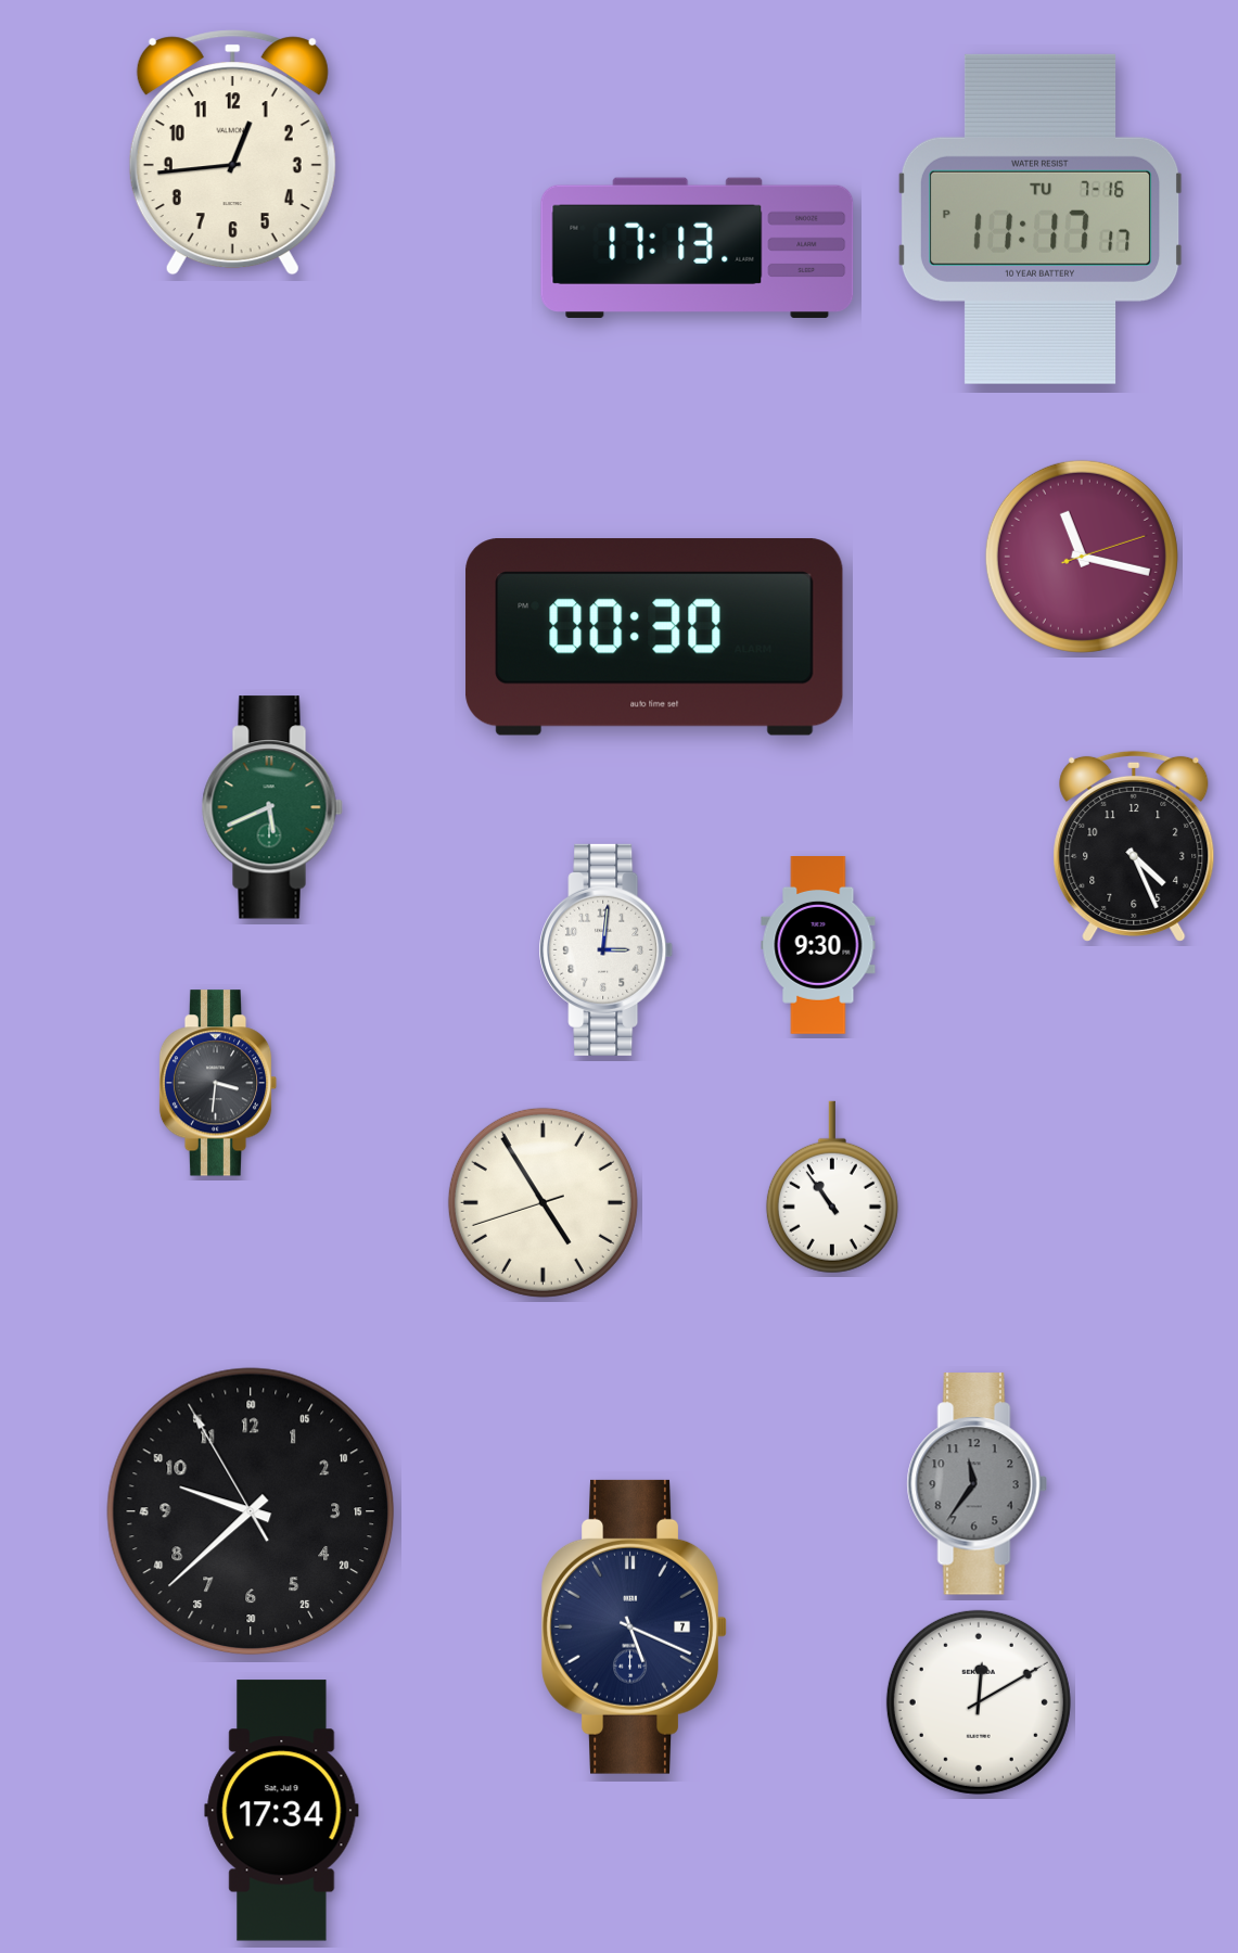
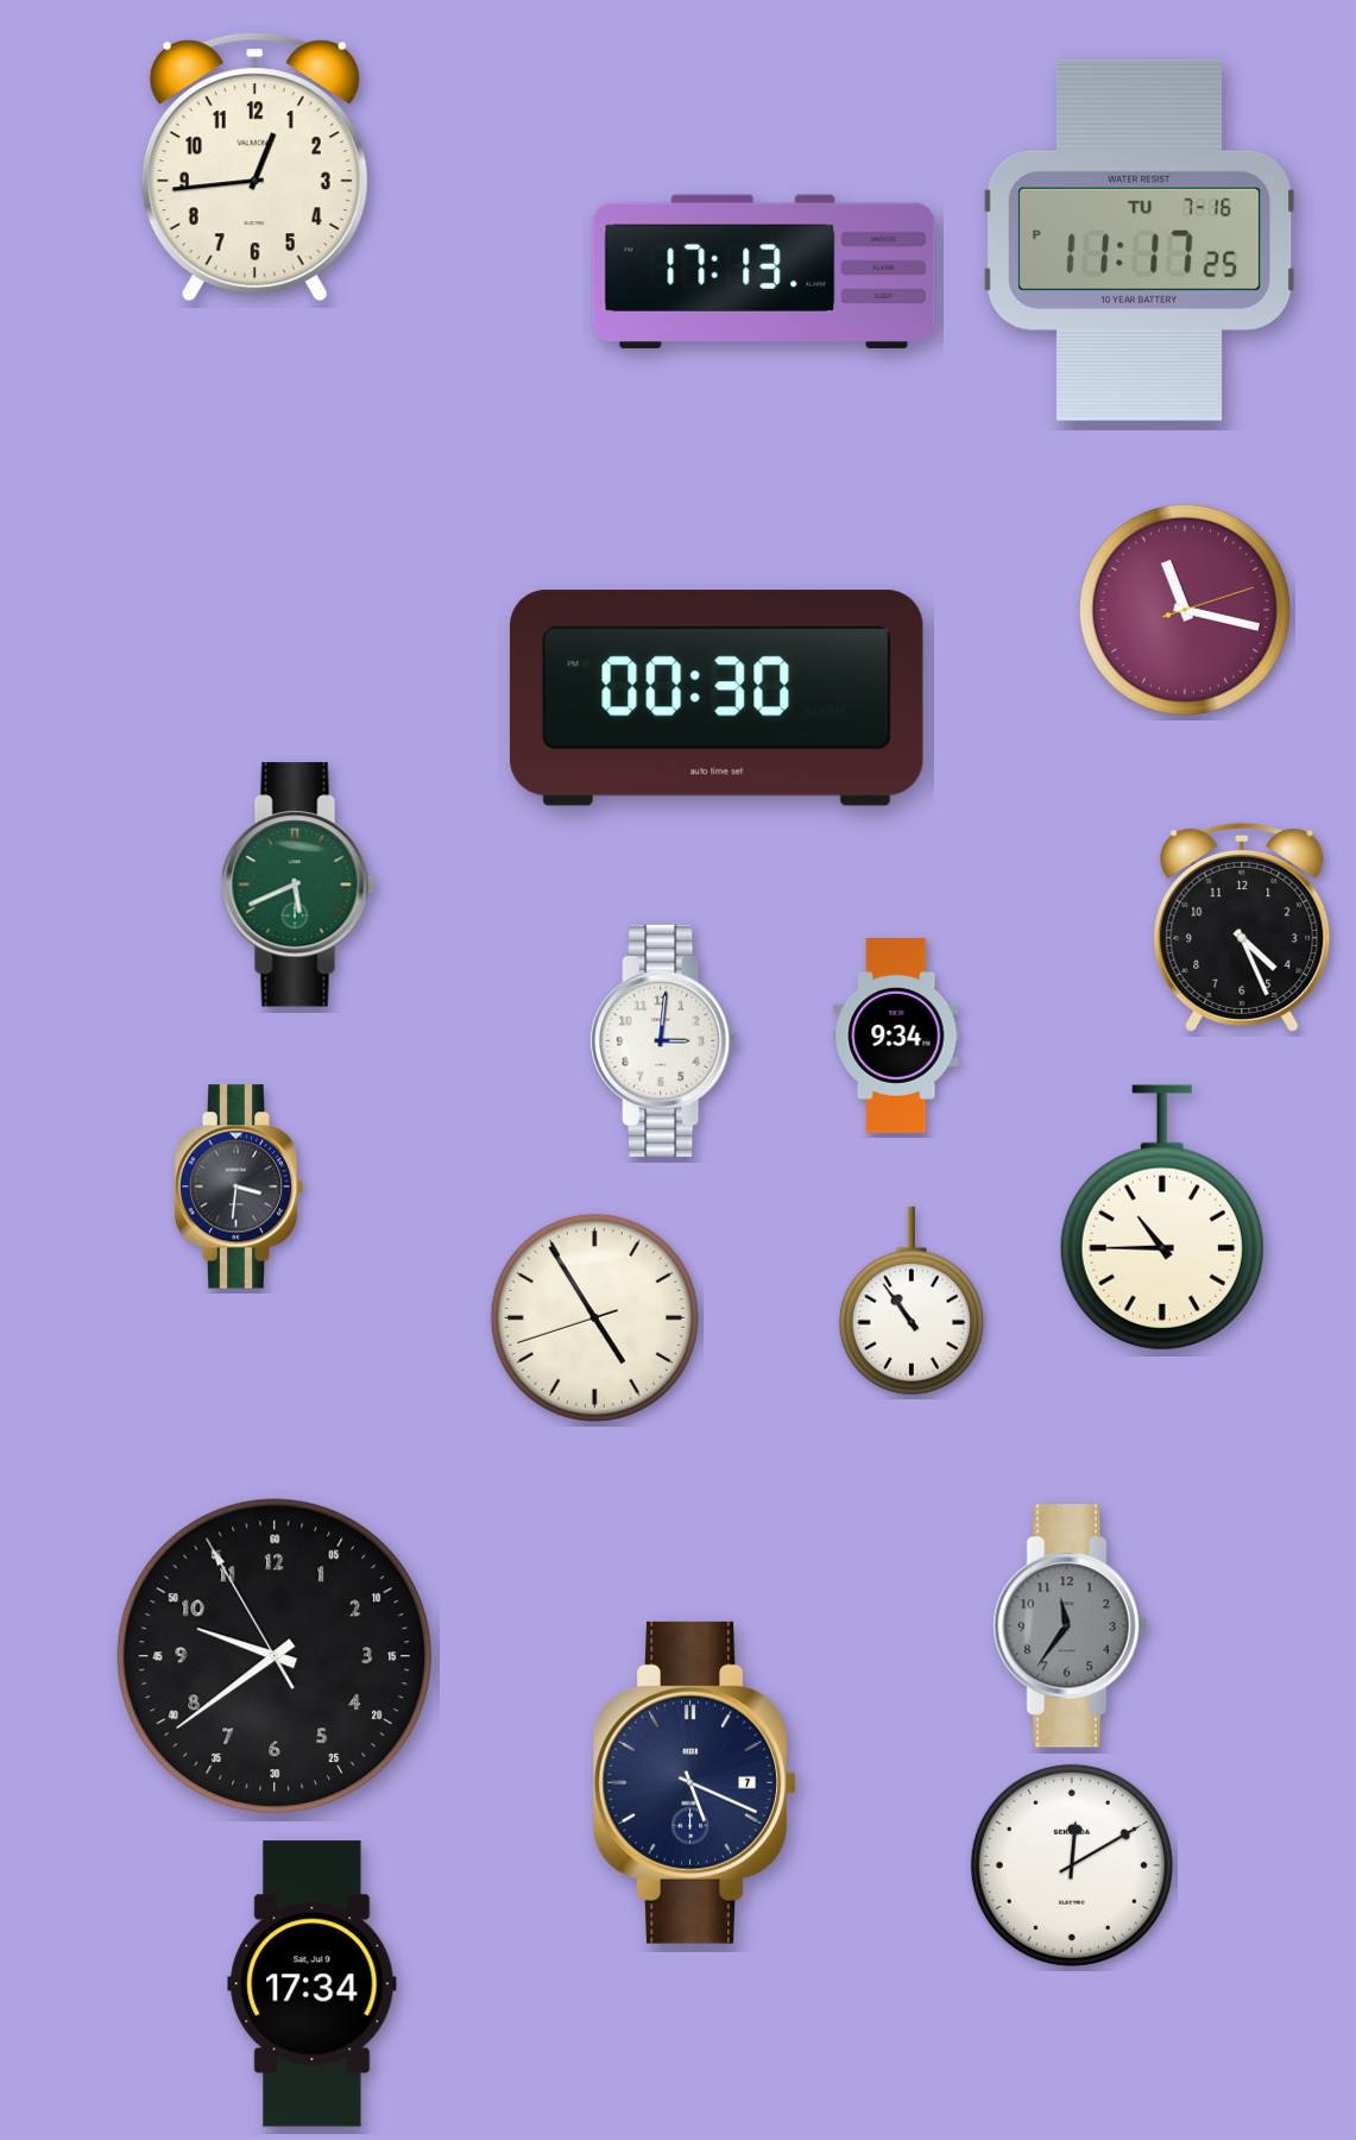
clock at (1041, 219): 11:17:17 PM -> 11:17:25 PM
clock at (818, 946): 9:30 -> 9:34
clock at (1162, 1217): none -> 10:45
clock at (251, 1511): 9:37 -> 9:38
clock at (282, 1811) position: (282, 1811) -> (313, 1984)
